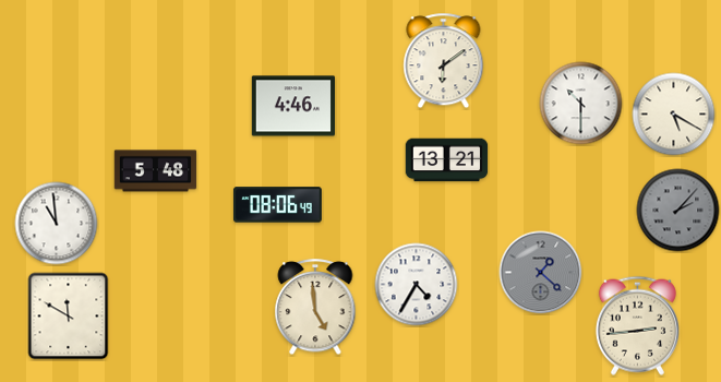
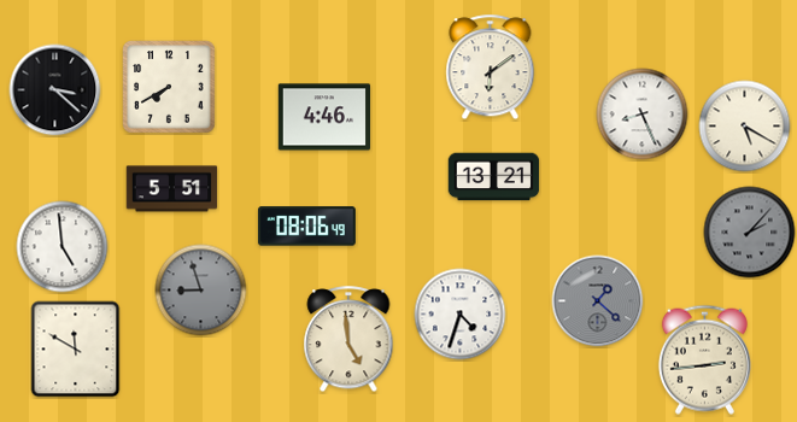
clock at (169, 87): none -> 7:40
clock at (55, 90): none -> 3:22
clock at (581, 104): 10:30 -> 8:26
clock at (156, 171): 5:48 -> 5:51
clock at (57, 224): 10:59 -> 4:59
clock at (201, 291): none -> 8:57
clock at (417, 285): 4:35 -> 4:33
